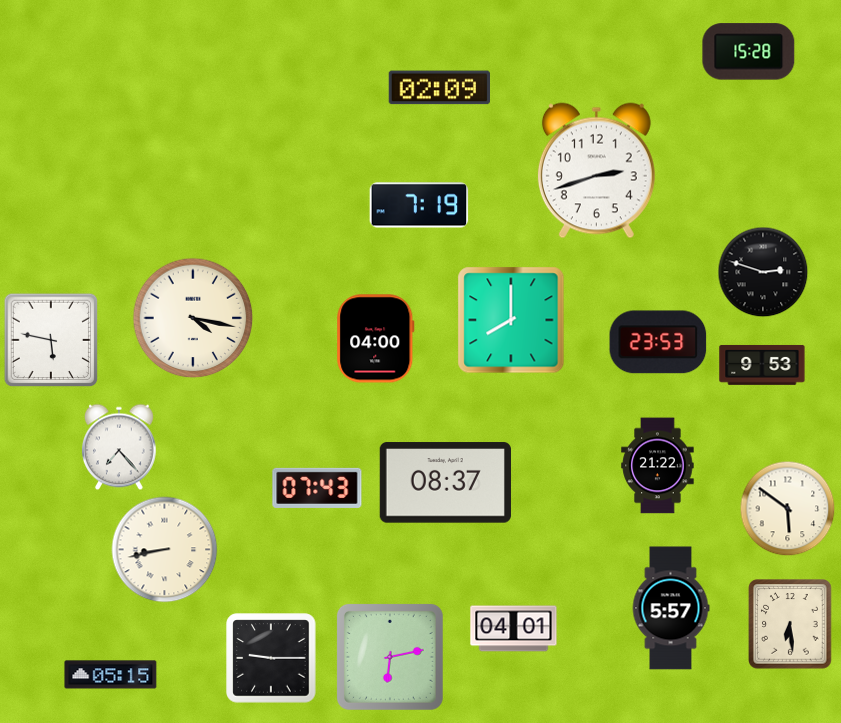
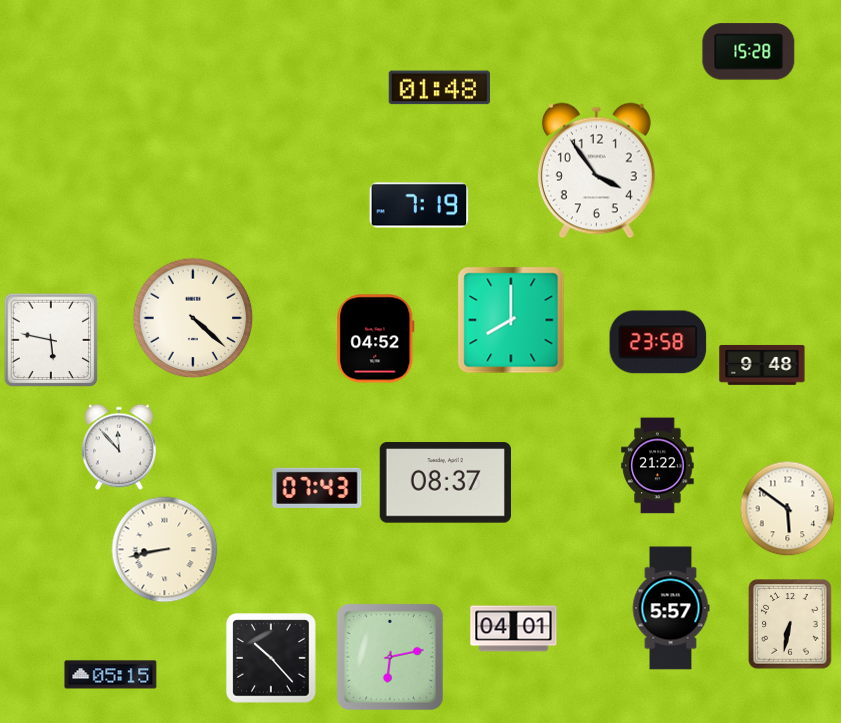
clock at (439, 88): 02:09 -> 01:48
clock at (596, 171): 2:42 -> 3:54
clock at (763, 272): 2:48 -> none
clock at (193, 318): 4:17 -> 4:22
clock at (376, 339): 04:00 -> 04:52
clock at (658, 342): 23:53 -> 23:58
clock at (762, 365): 9:53 -> 9:48
clock at (119, 447): 7:23 -> 11:53
clock at (790, 624): 6:29 -> 6:32
clock at (271, 658): 9:15 -> 10:23
